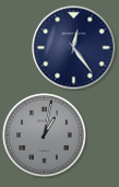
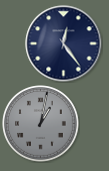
clock at (74, 48) position: (74, 48) -> (64, 44)
